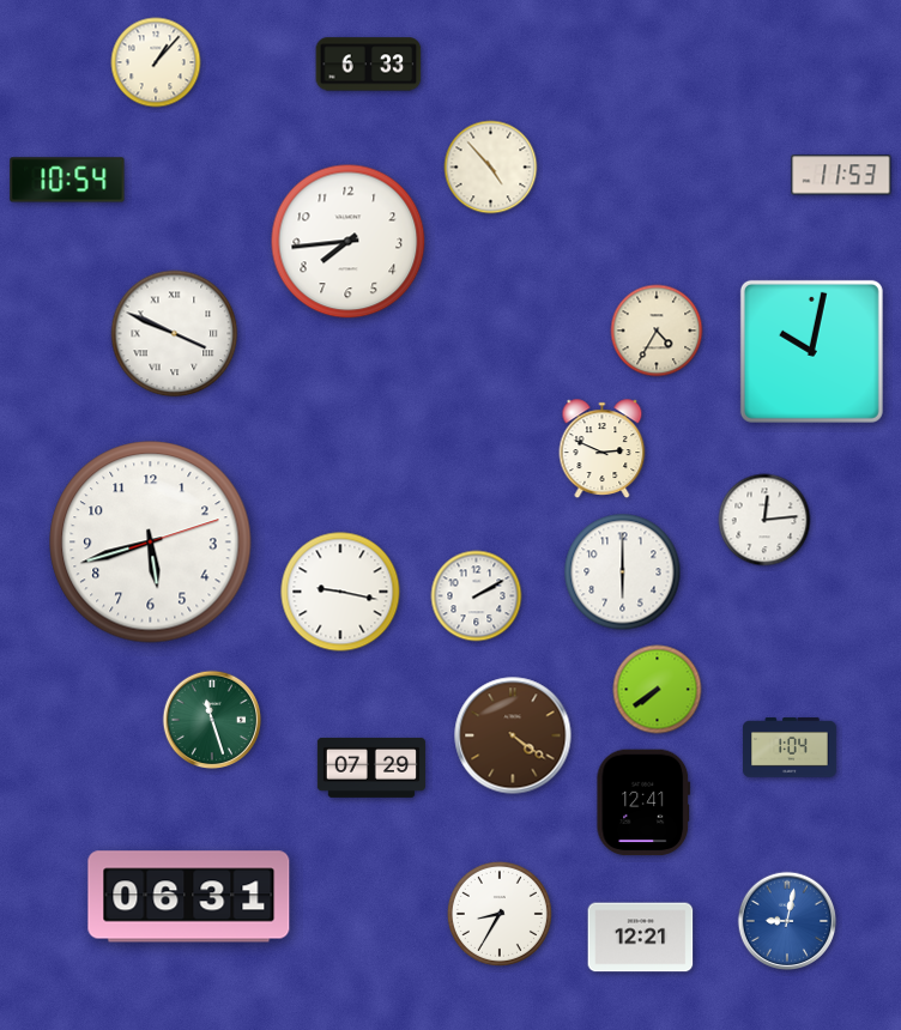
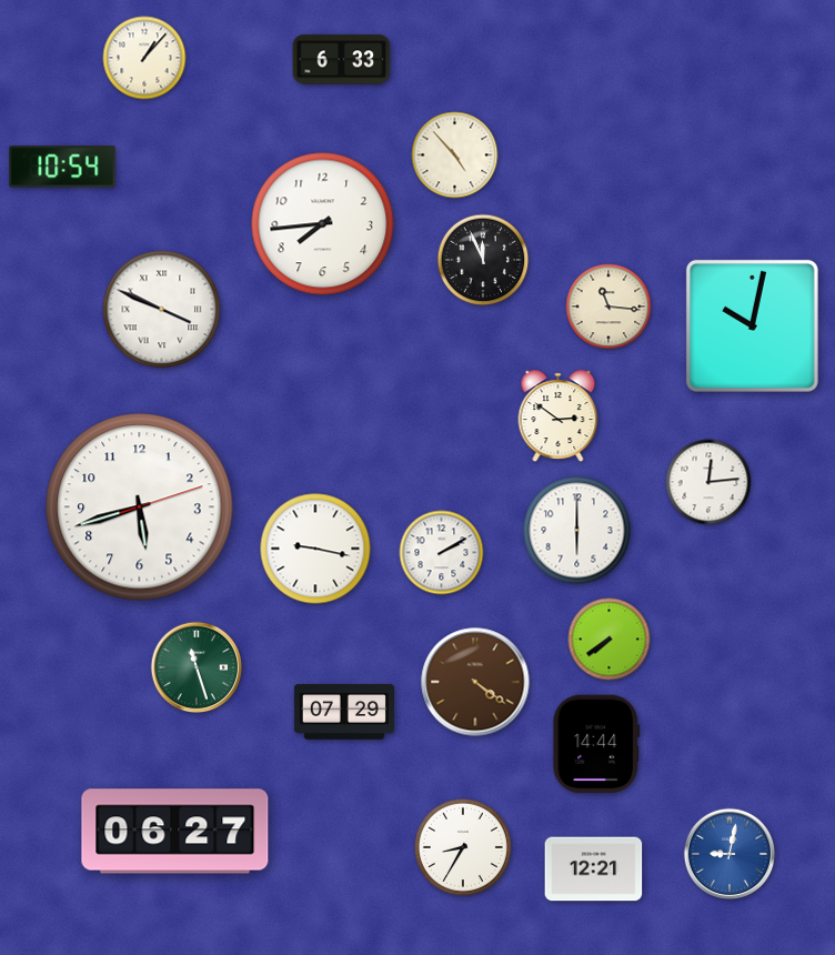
clock at (841, 175): 11:53 -> none
clock at (483, 260): none -> 11:56
clock at (657, 331): 4:35 -> 11:16
clock at (603, 448): 2:49 -> 2:51
clock at (151, 543) position: (151, 543) -> (140, 507)
clock at (791, 747): 1:04 -> none
clock at (643, 802): 12:41 -> 14:44
clock at (189, 897): 06:31 -> 06:27
